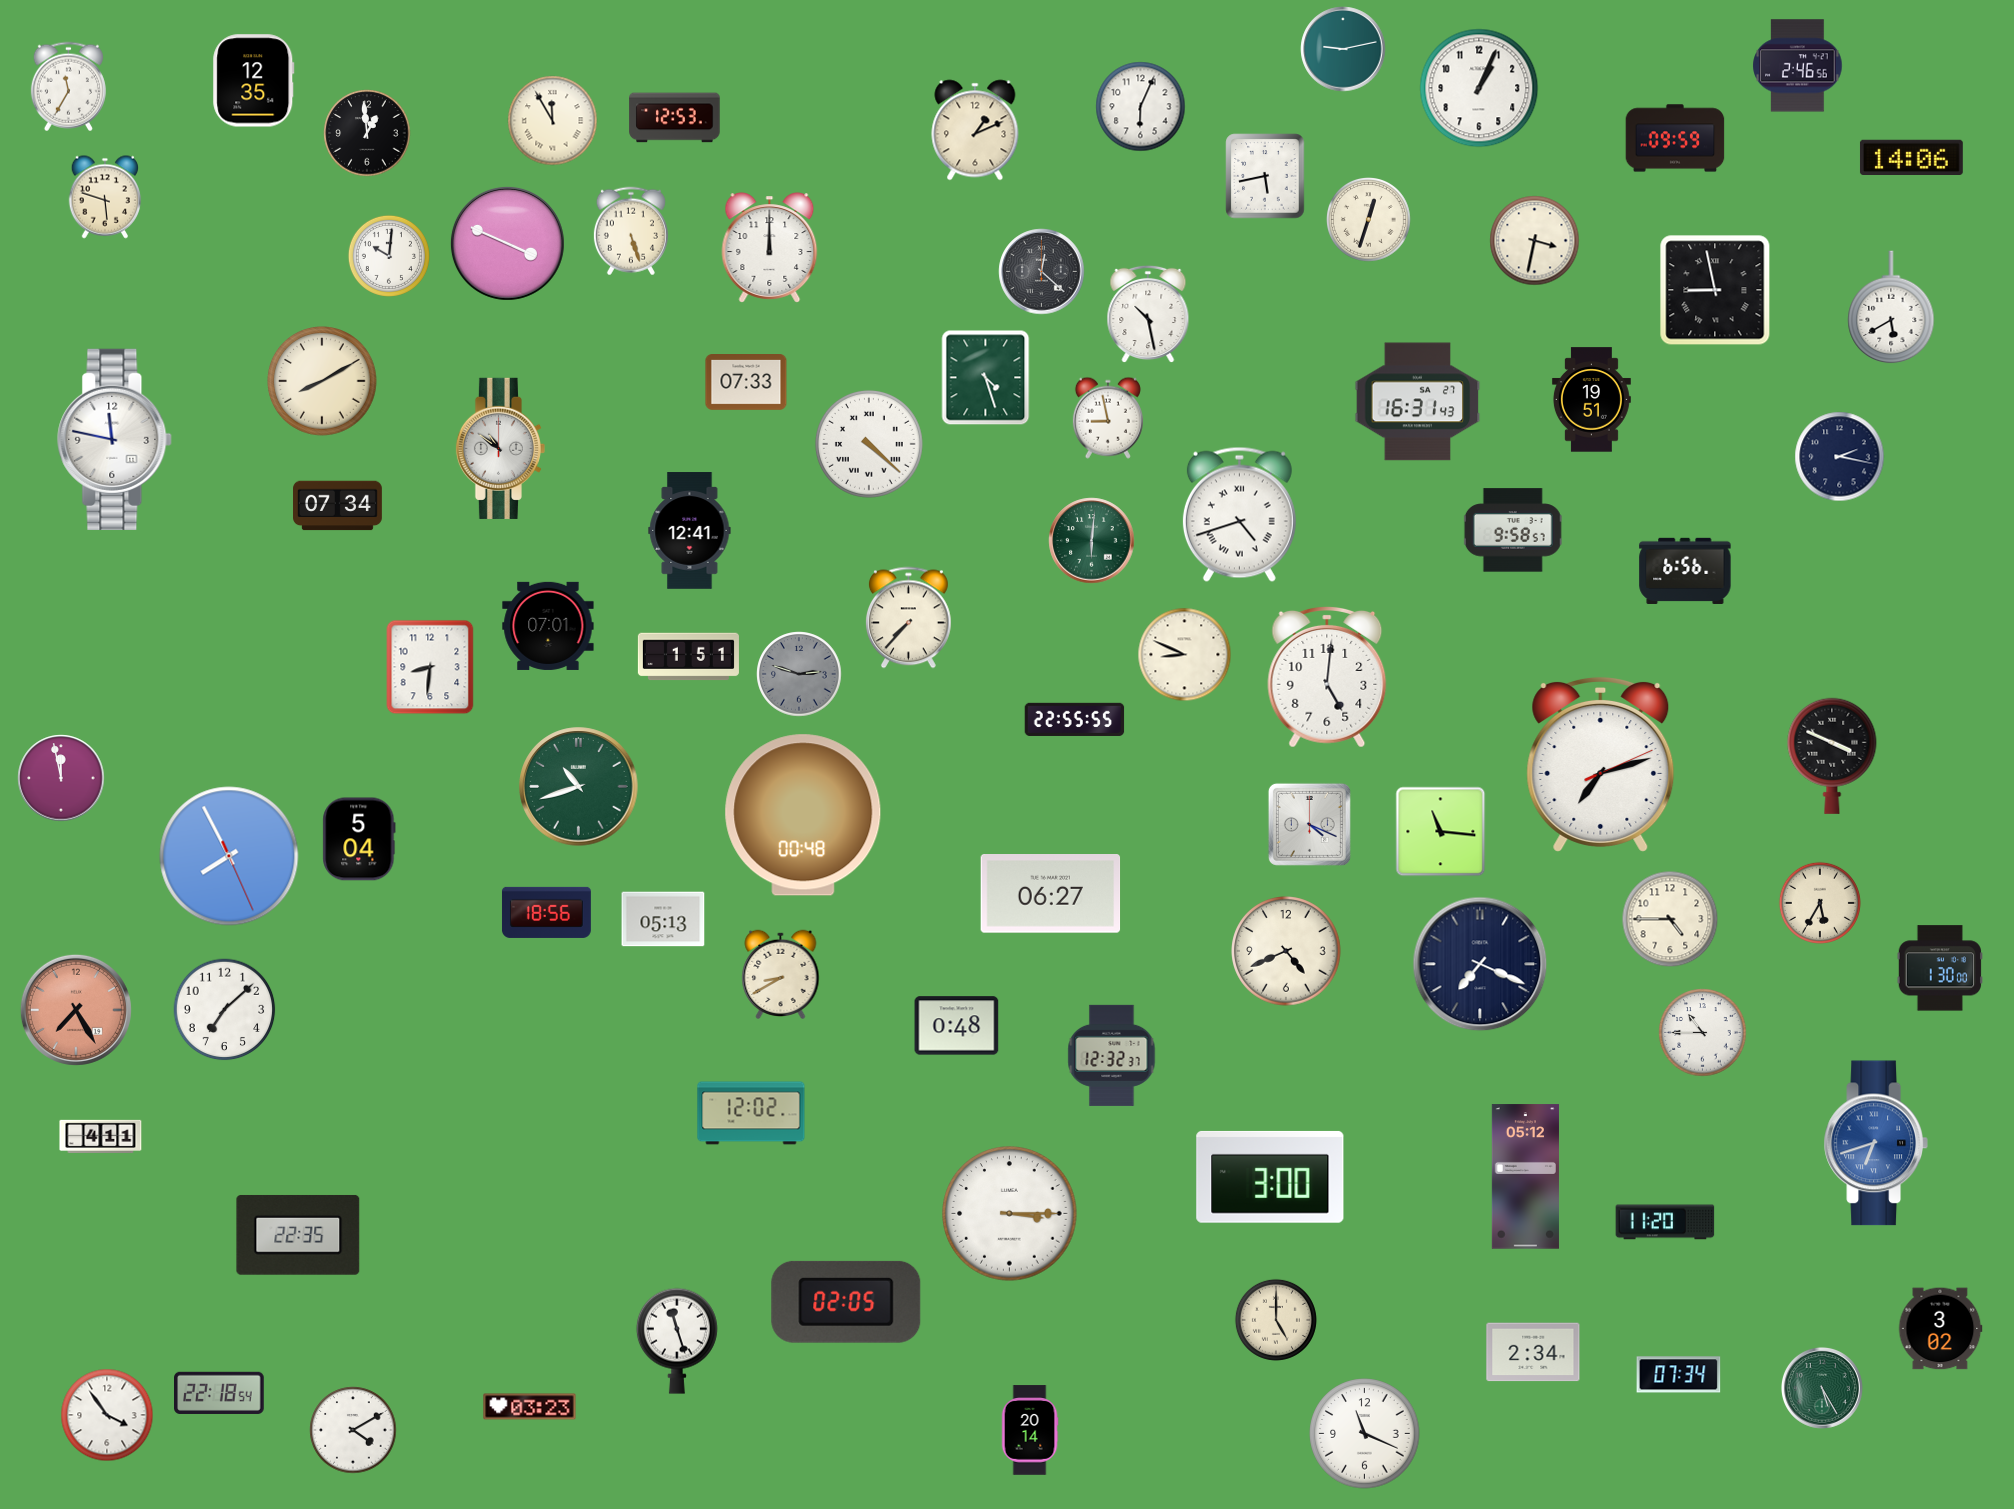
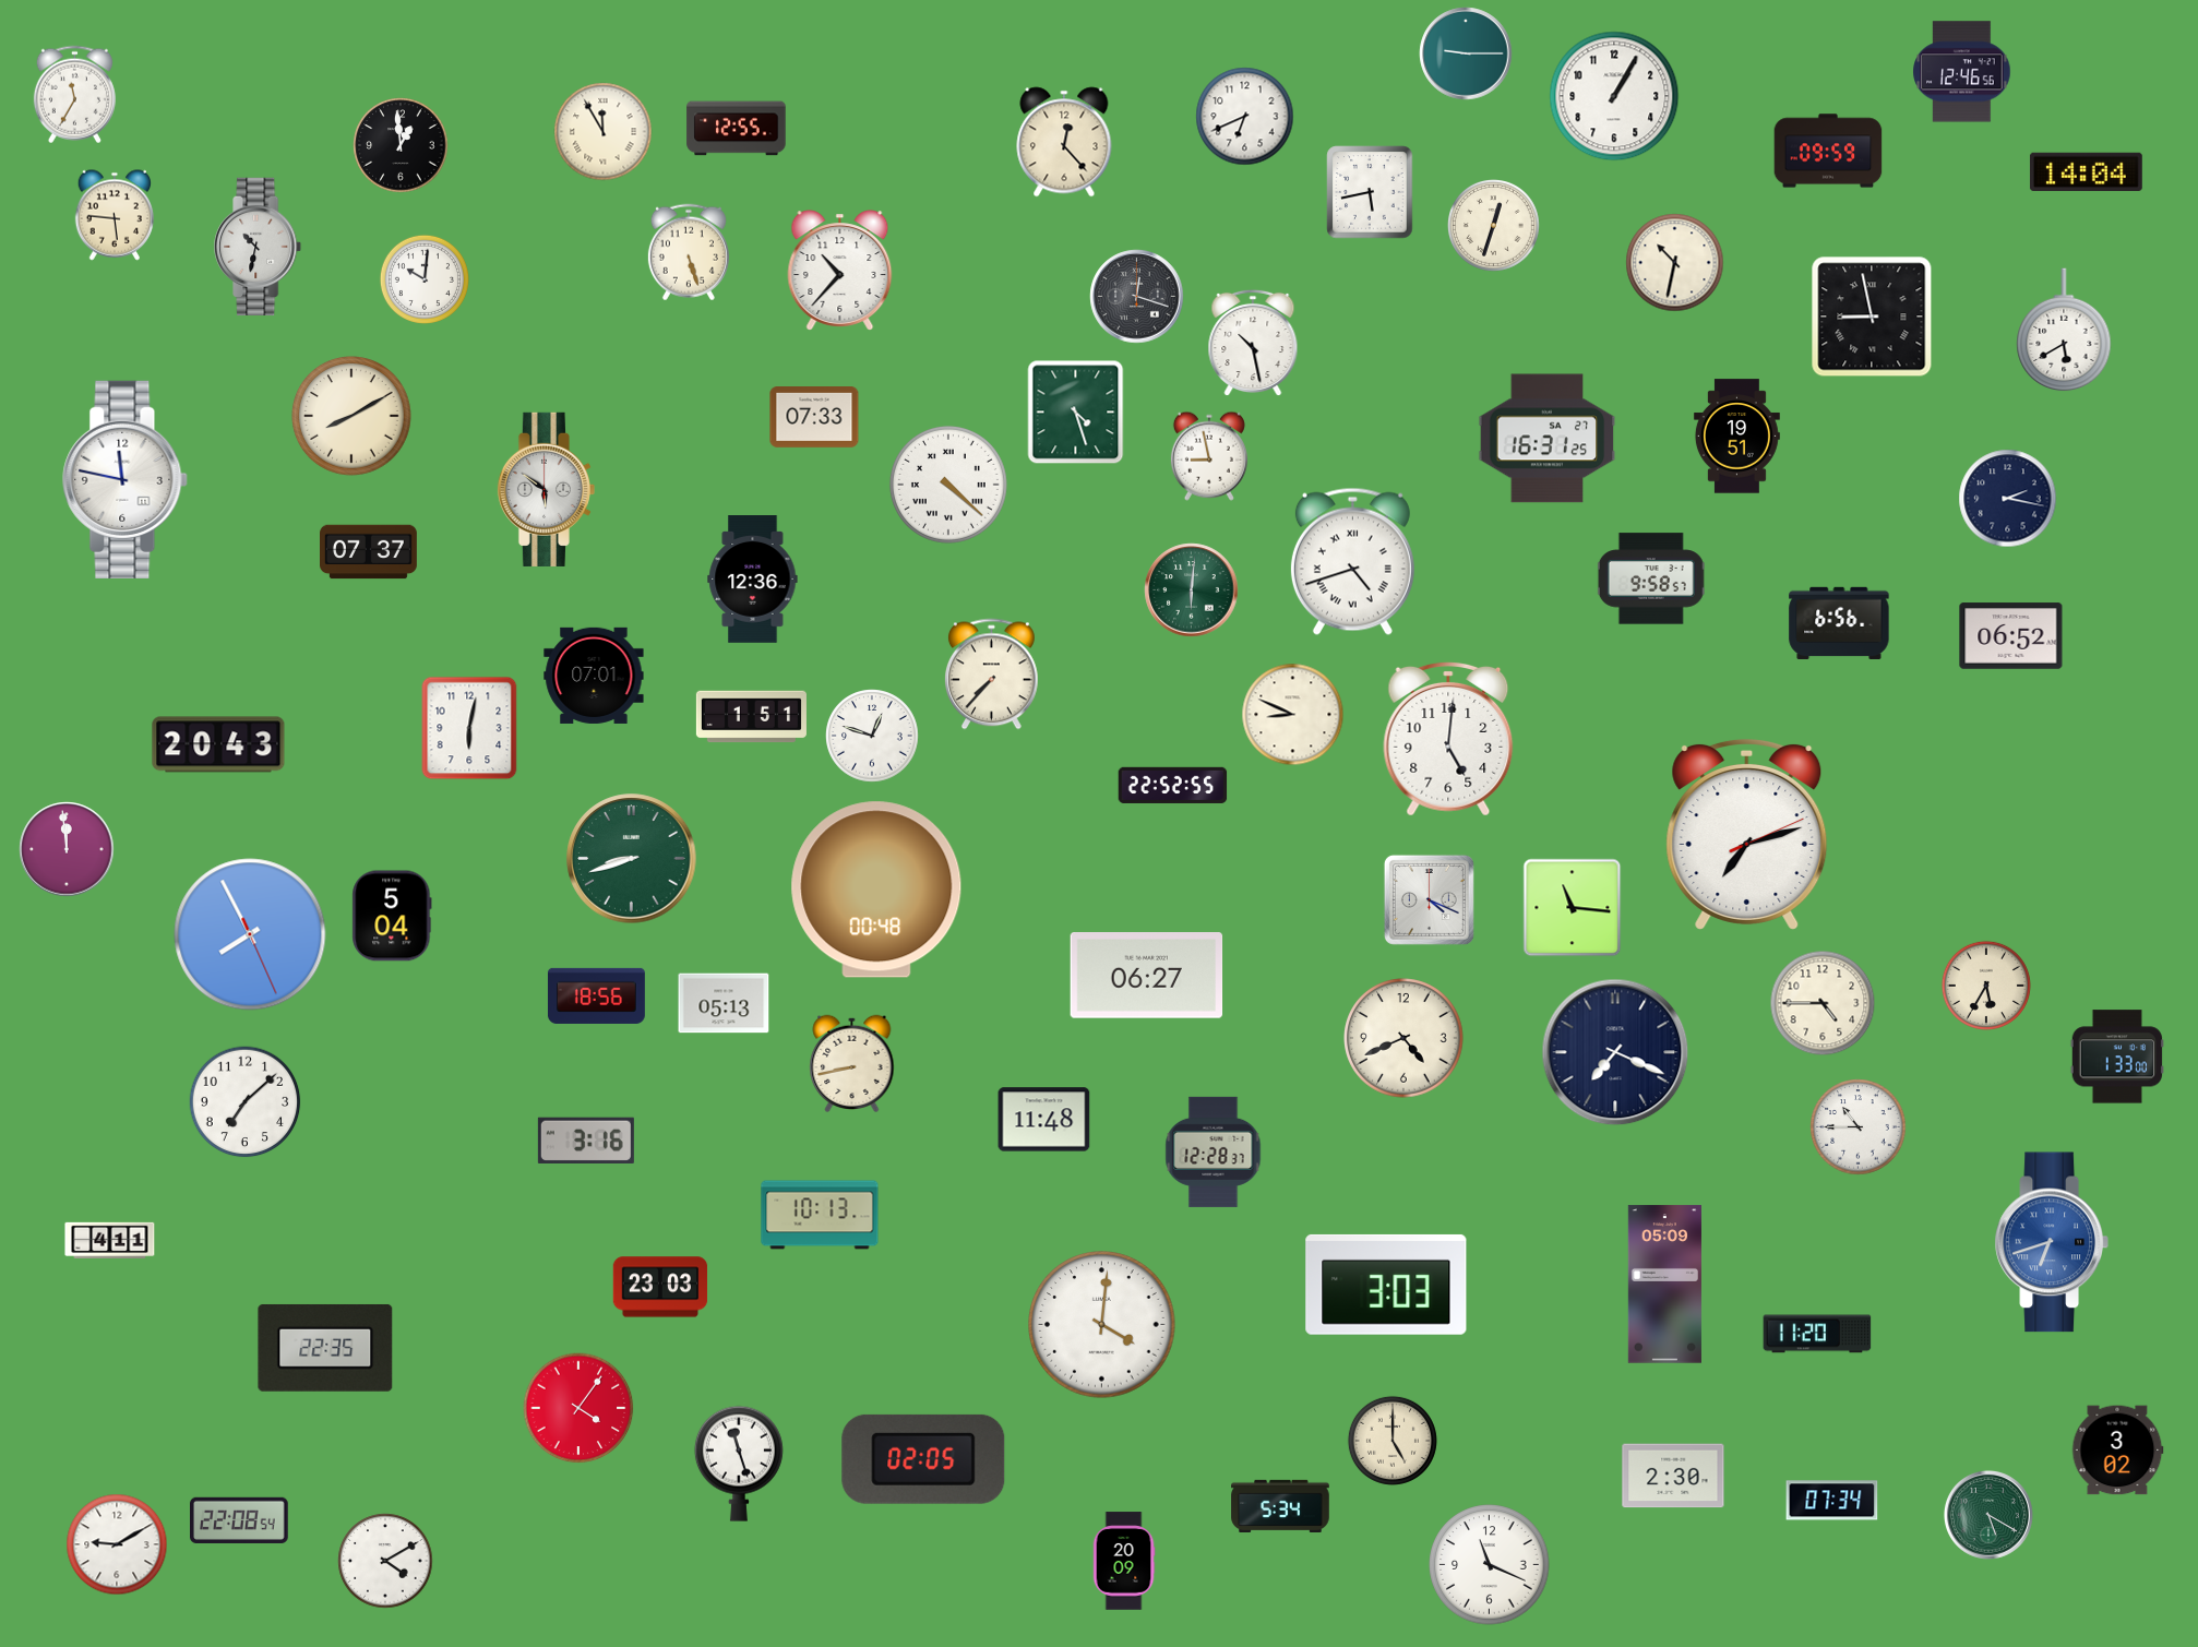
clock at (1343, 49): 9:13 -> 9:15
clock at (1798, 66): 2:46 -> 12:46
clock at (254, 81): 12:35 -> none
clock at (1479, 88): 1:04 -> 1:05
clock at (1141, 107): 6:04 -> 6:41
clock at (675, 118): 12:53 -> 12:55
clock at (975, 130): 1:11 -> 12:23
clock at (1911, 158): 14:06 -> 14:04
clock at (1265, 176) position: (1265, 176) -> (1370, 192)
clock at (105, 197): 5:48 -> 5:46
clock at (1369, 220) position: (1369, 220) -> (1494, 226)
clock at (259, 247): none -> 10:32
clock at (1535, 241): 3:32 -> 10:32
clock at (507, 243): 3:49 -> none
clock at (770, 248): 12:00 -> 10:37
clock at (1042, 272): 12:22 -> 12:18
clock at (1891, 308) position: (1891, 308) -> (2064, 331)
clock at (1418, 402): 16:31:43 -> 16:31:25
clock at (500, 448): 10:51 -> 5:51
clock at (338, 506): 07:34 -> 07:37
clock at (690, 531): 12:41 -> 12:36
clock at (2011, 636): none -> 06:52
clock at (548, 626) position: (548, 626) -> (594, 676)
clock at (430, 667): 8:31 -> 6:02
clock at (799, 674): 2:48 -> 12:48
clock at (799, 674) dial: grey -> white
clock at (218, 744): none -> 20:43
clock at (1075, 719): 22:55 -> 22:52
clock at (1832, 756): 3:49 -> none
clock at (61, 778): 11:58 -> 11:59
clock at (579, 787): 10:42 -> 8:42
clock at (1939, 968): 1:30 -> 1:33
clock at (781, 975): 8:40 -> 8:43
clock at (76, 1010): 7:25 -> none
clock at (957, 1026): 0:48 -> 11:48
clock at (586, 1139): none -> 3:16
clock at (1112, 1055): 12:32 -> 12:28
clock at (751, 1113): 12:02 -> 10:13
clock at (1876, 1143) position: (1876, 1143) -> (2052, 1242)
clock at (1270, 1177): 3:00 -> 3:03
clock at (1525, 1177): 05:12 -> 05:09
clock at (660, 1287): none -> 23:03
clock at (1010, 1214): 3:15 -> 4:01
clock at (578, 1408): none -> 4:06
clock at (846, 1302) position: (846, 1302) -> (923, 1459)
clock at (1533, 1352): 2:34 -> 2:30
clock at (1280, 1505): none -> 5:34
clock at (1822, 1388): 5:25 -> 5:20
clock at (220, 1393): 22:18 -> 22:08
clock at (530, 1407): 03:23 -> none
clock at (107, 1415): 3:54 -> 9:10
clock at (1030, 1430): 20:14 -> 20:09
